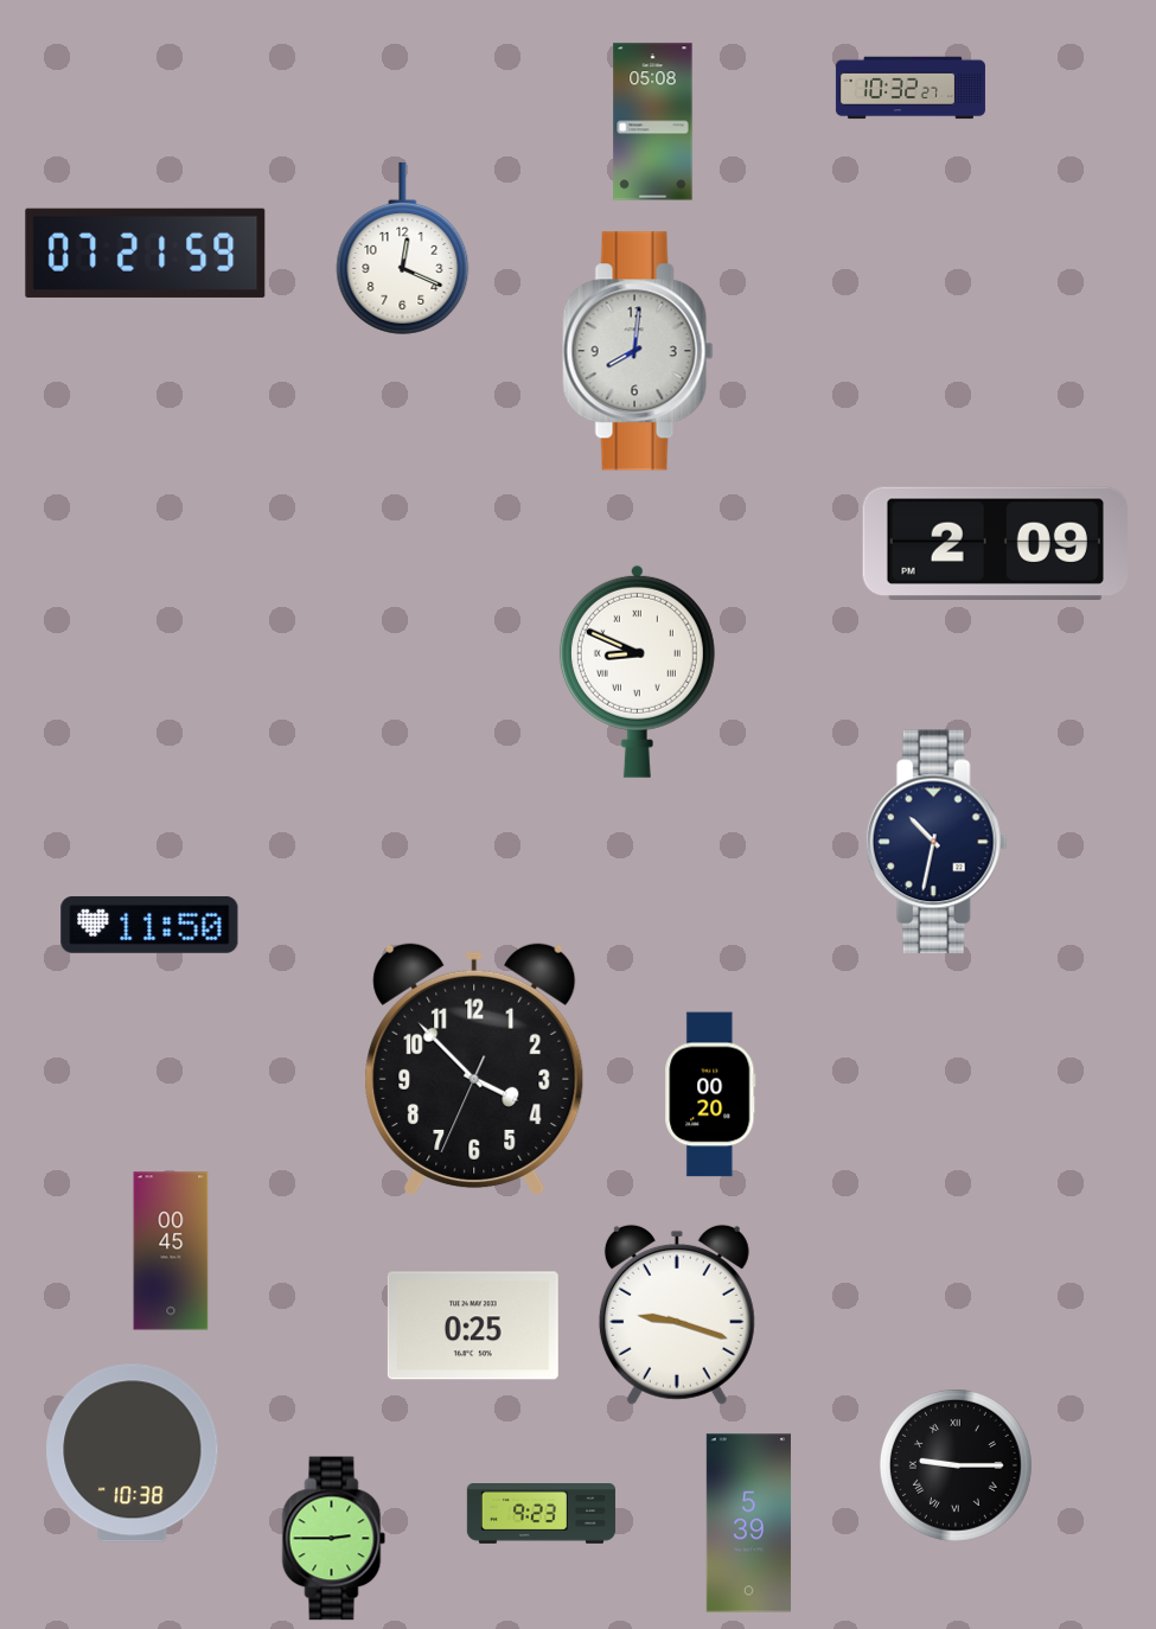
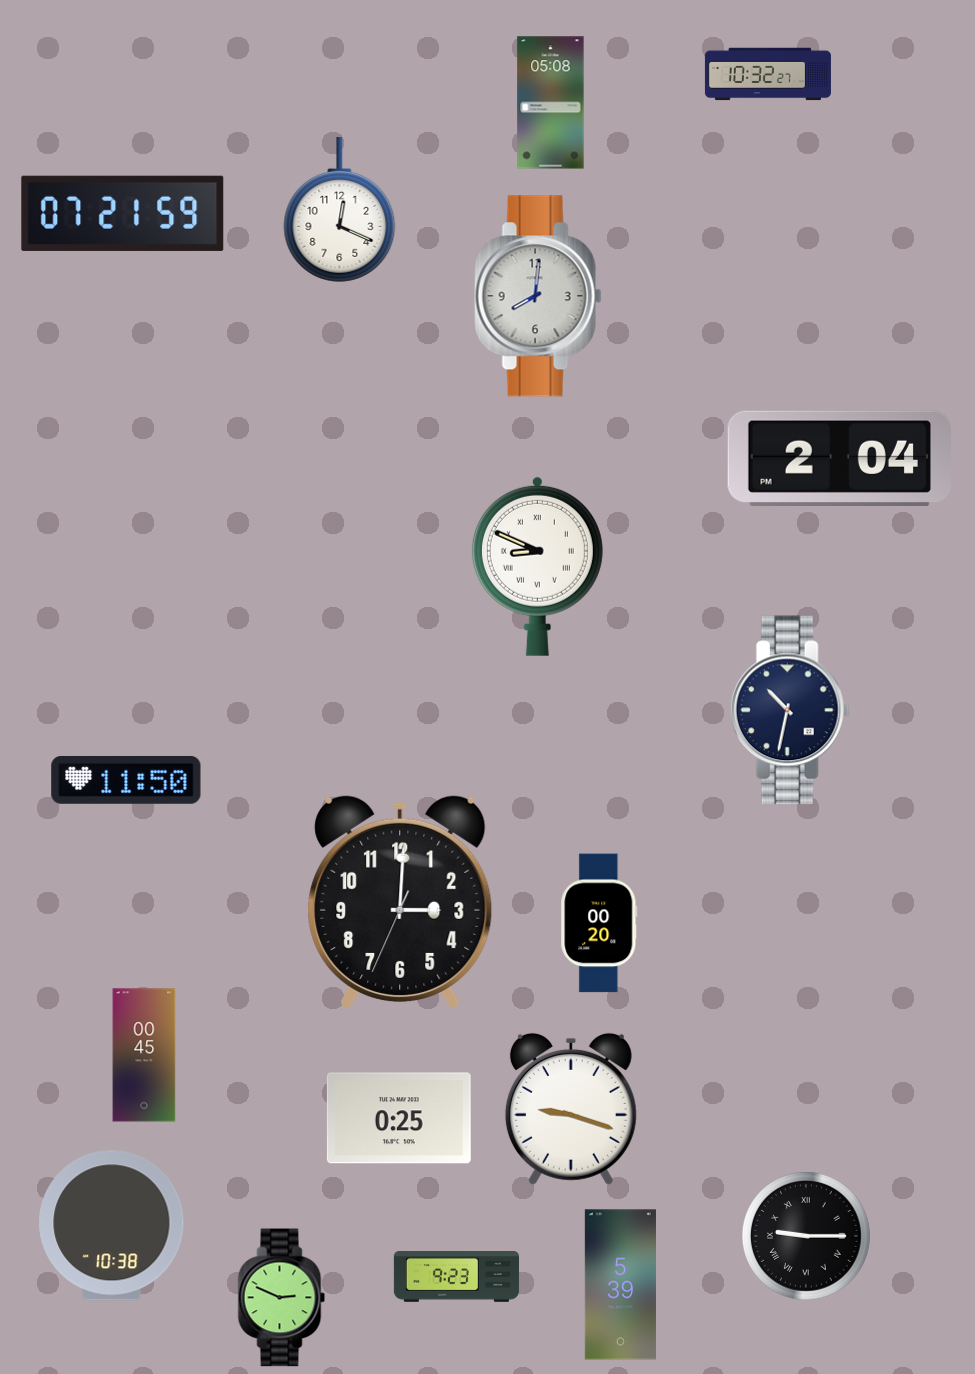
clock at (995, 544): 2:09 -> 2:04
clock at (474, 1069): 3:52 -> 3:00
clock at (748, 1523) position: (748, 1523) -> (620, 1285)
clock at (334, 1539): 2:45 -> 2:49
